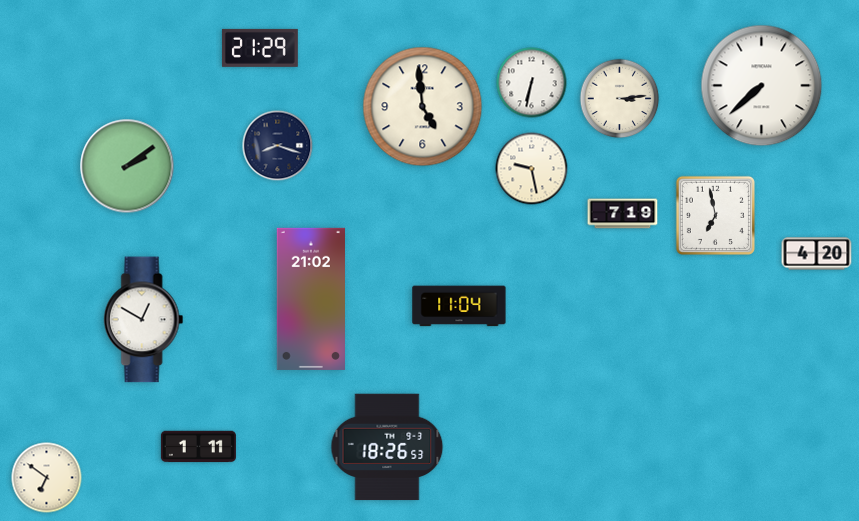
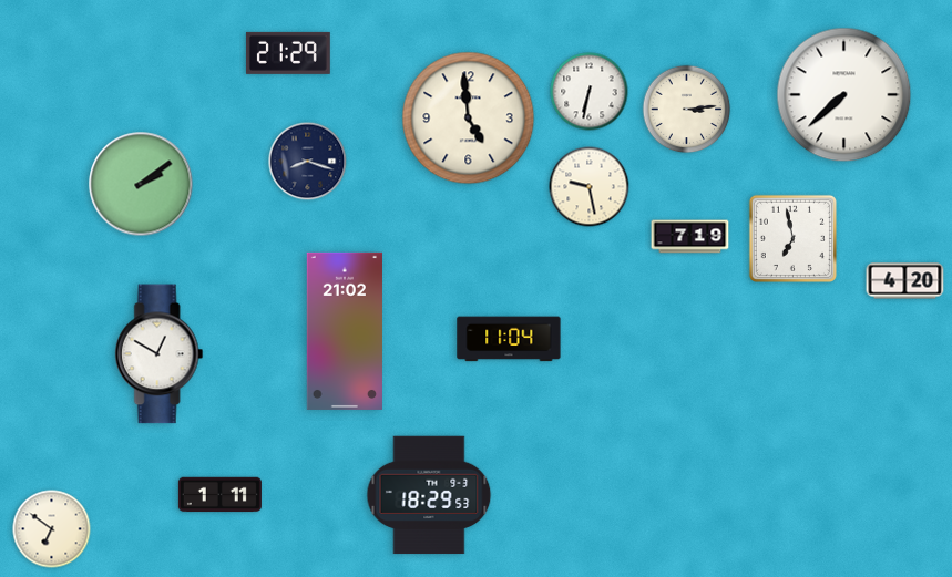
clock at (387, 447): 18:26 -> 18:29
